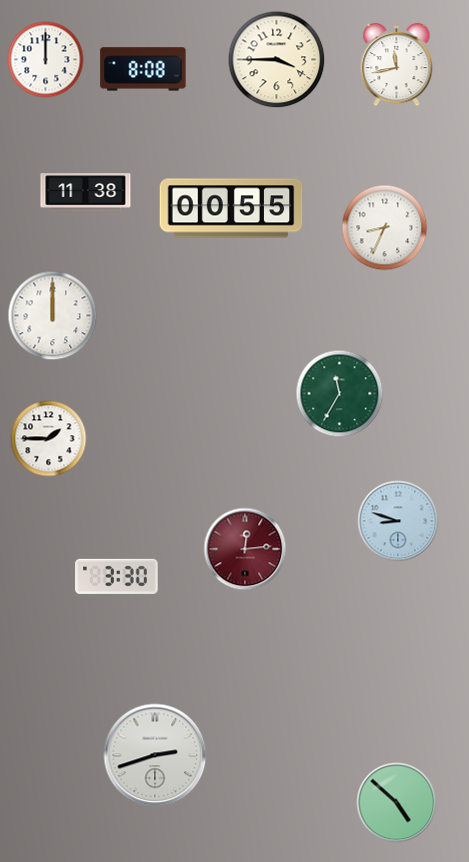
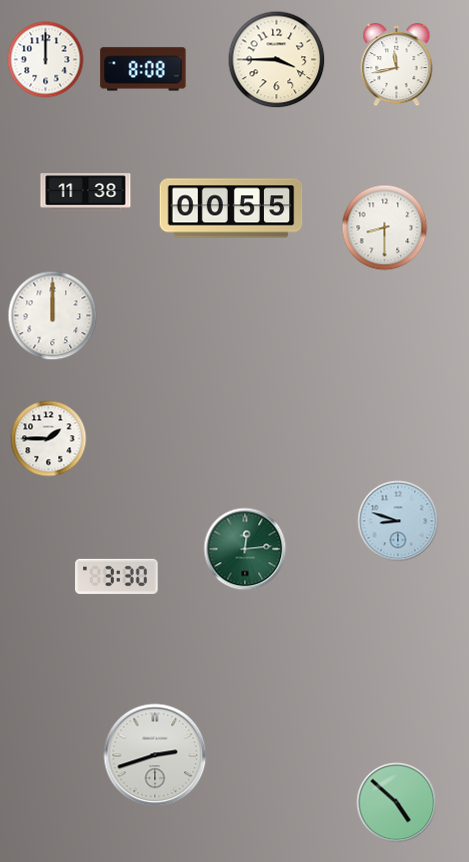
clock at (385, 228): 8:34 -> 8:30
clock at (340, 394): 11:35 -> none
clock at (245, 549) dial: burgundy -> green
